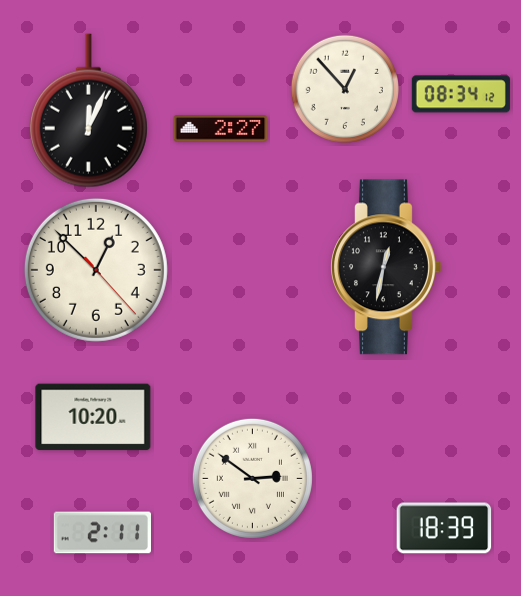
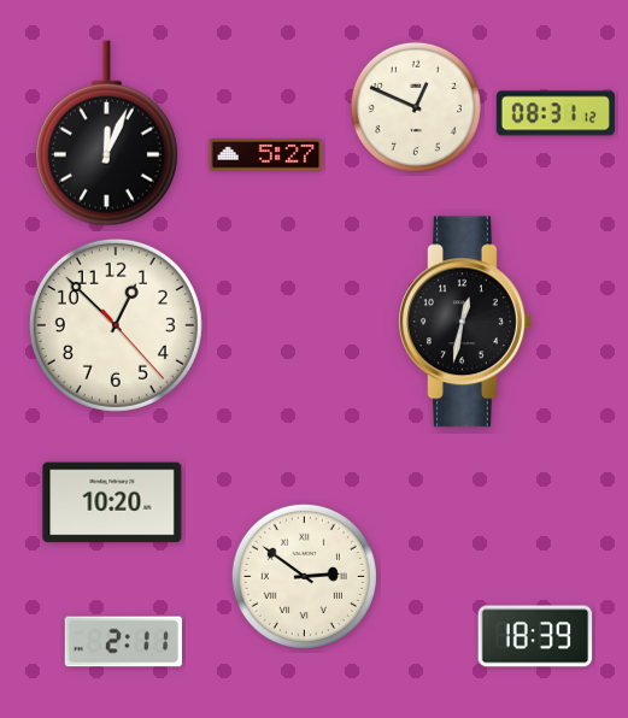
clock at (345, 89): 12:53 -> 12:49
clock at (461, 94): 08:34 -> 08:31
clock at (221, 129): 2:27 -> 5:27
